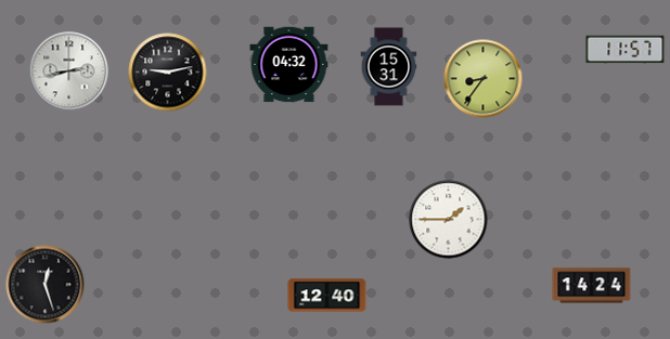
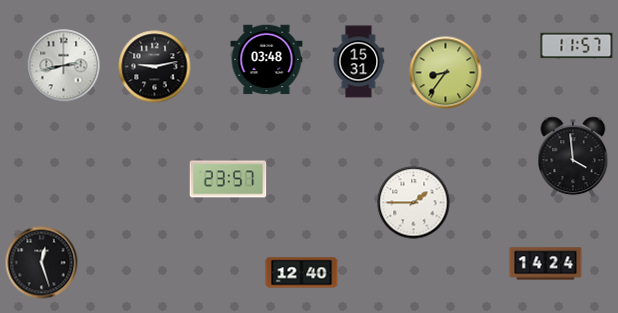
clock at (289, 65): 04:32 -> 03:48
clock at (573, 157): none -> 3:59
clock at (228, 179): none -> 23:57
